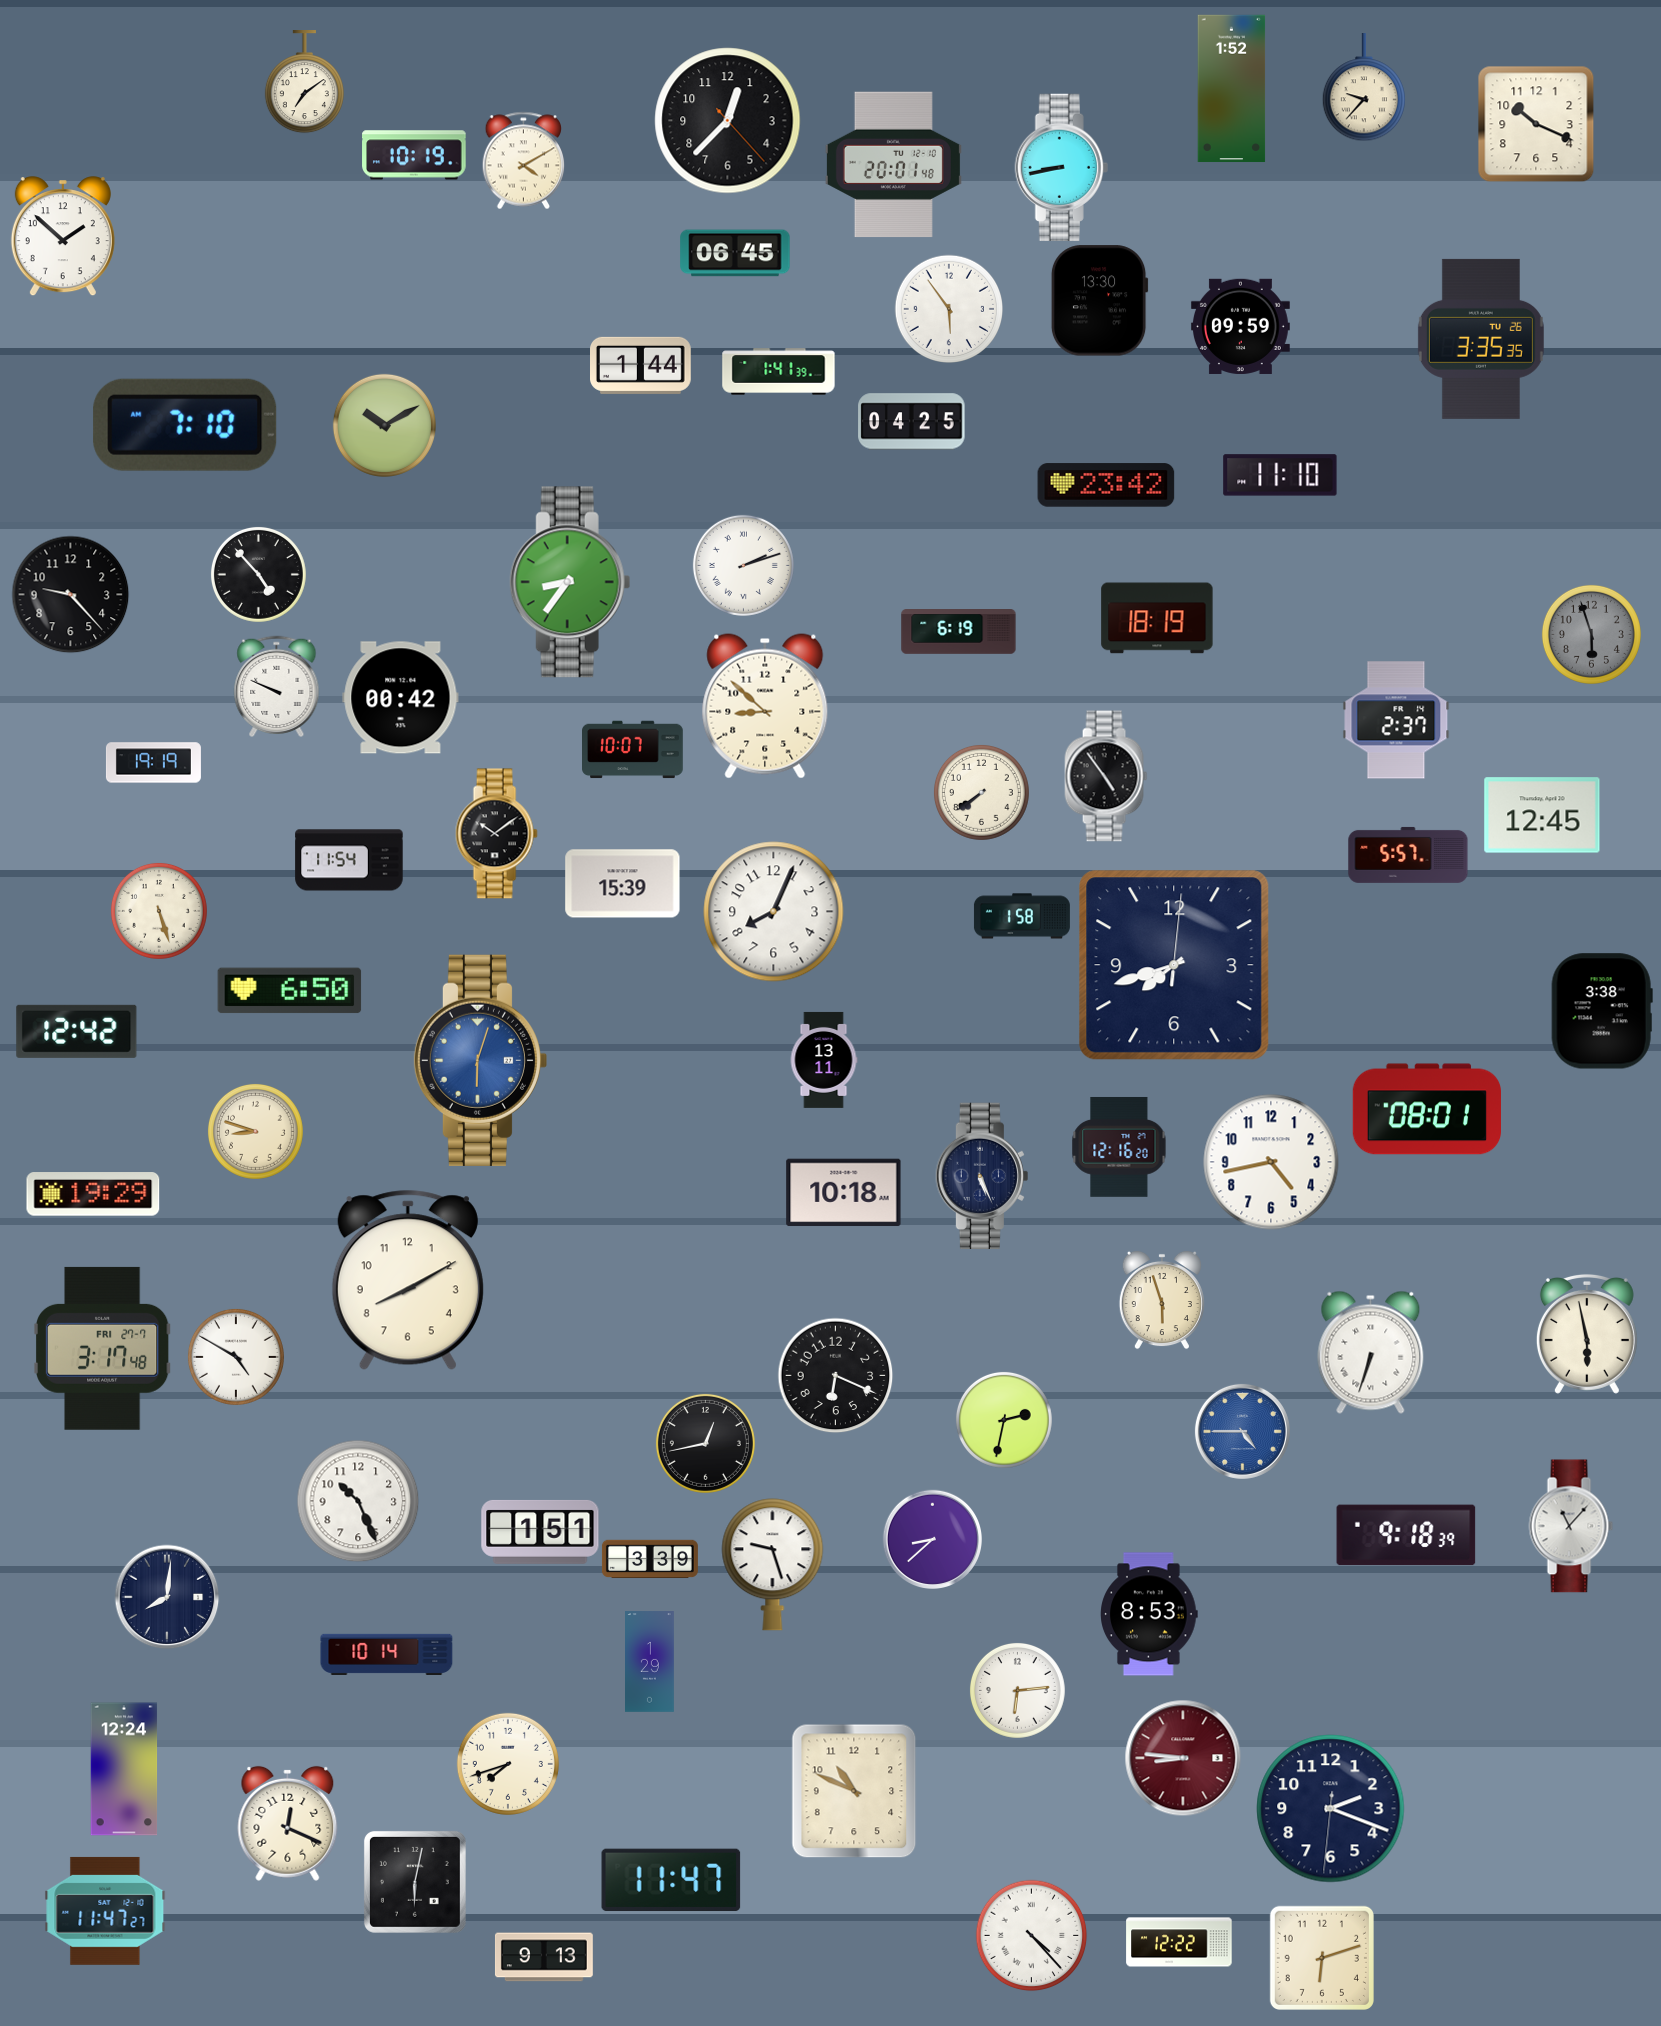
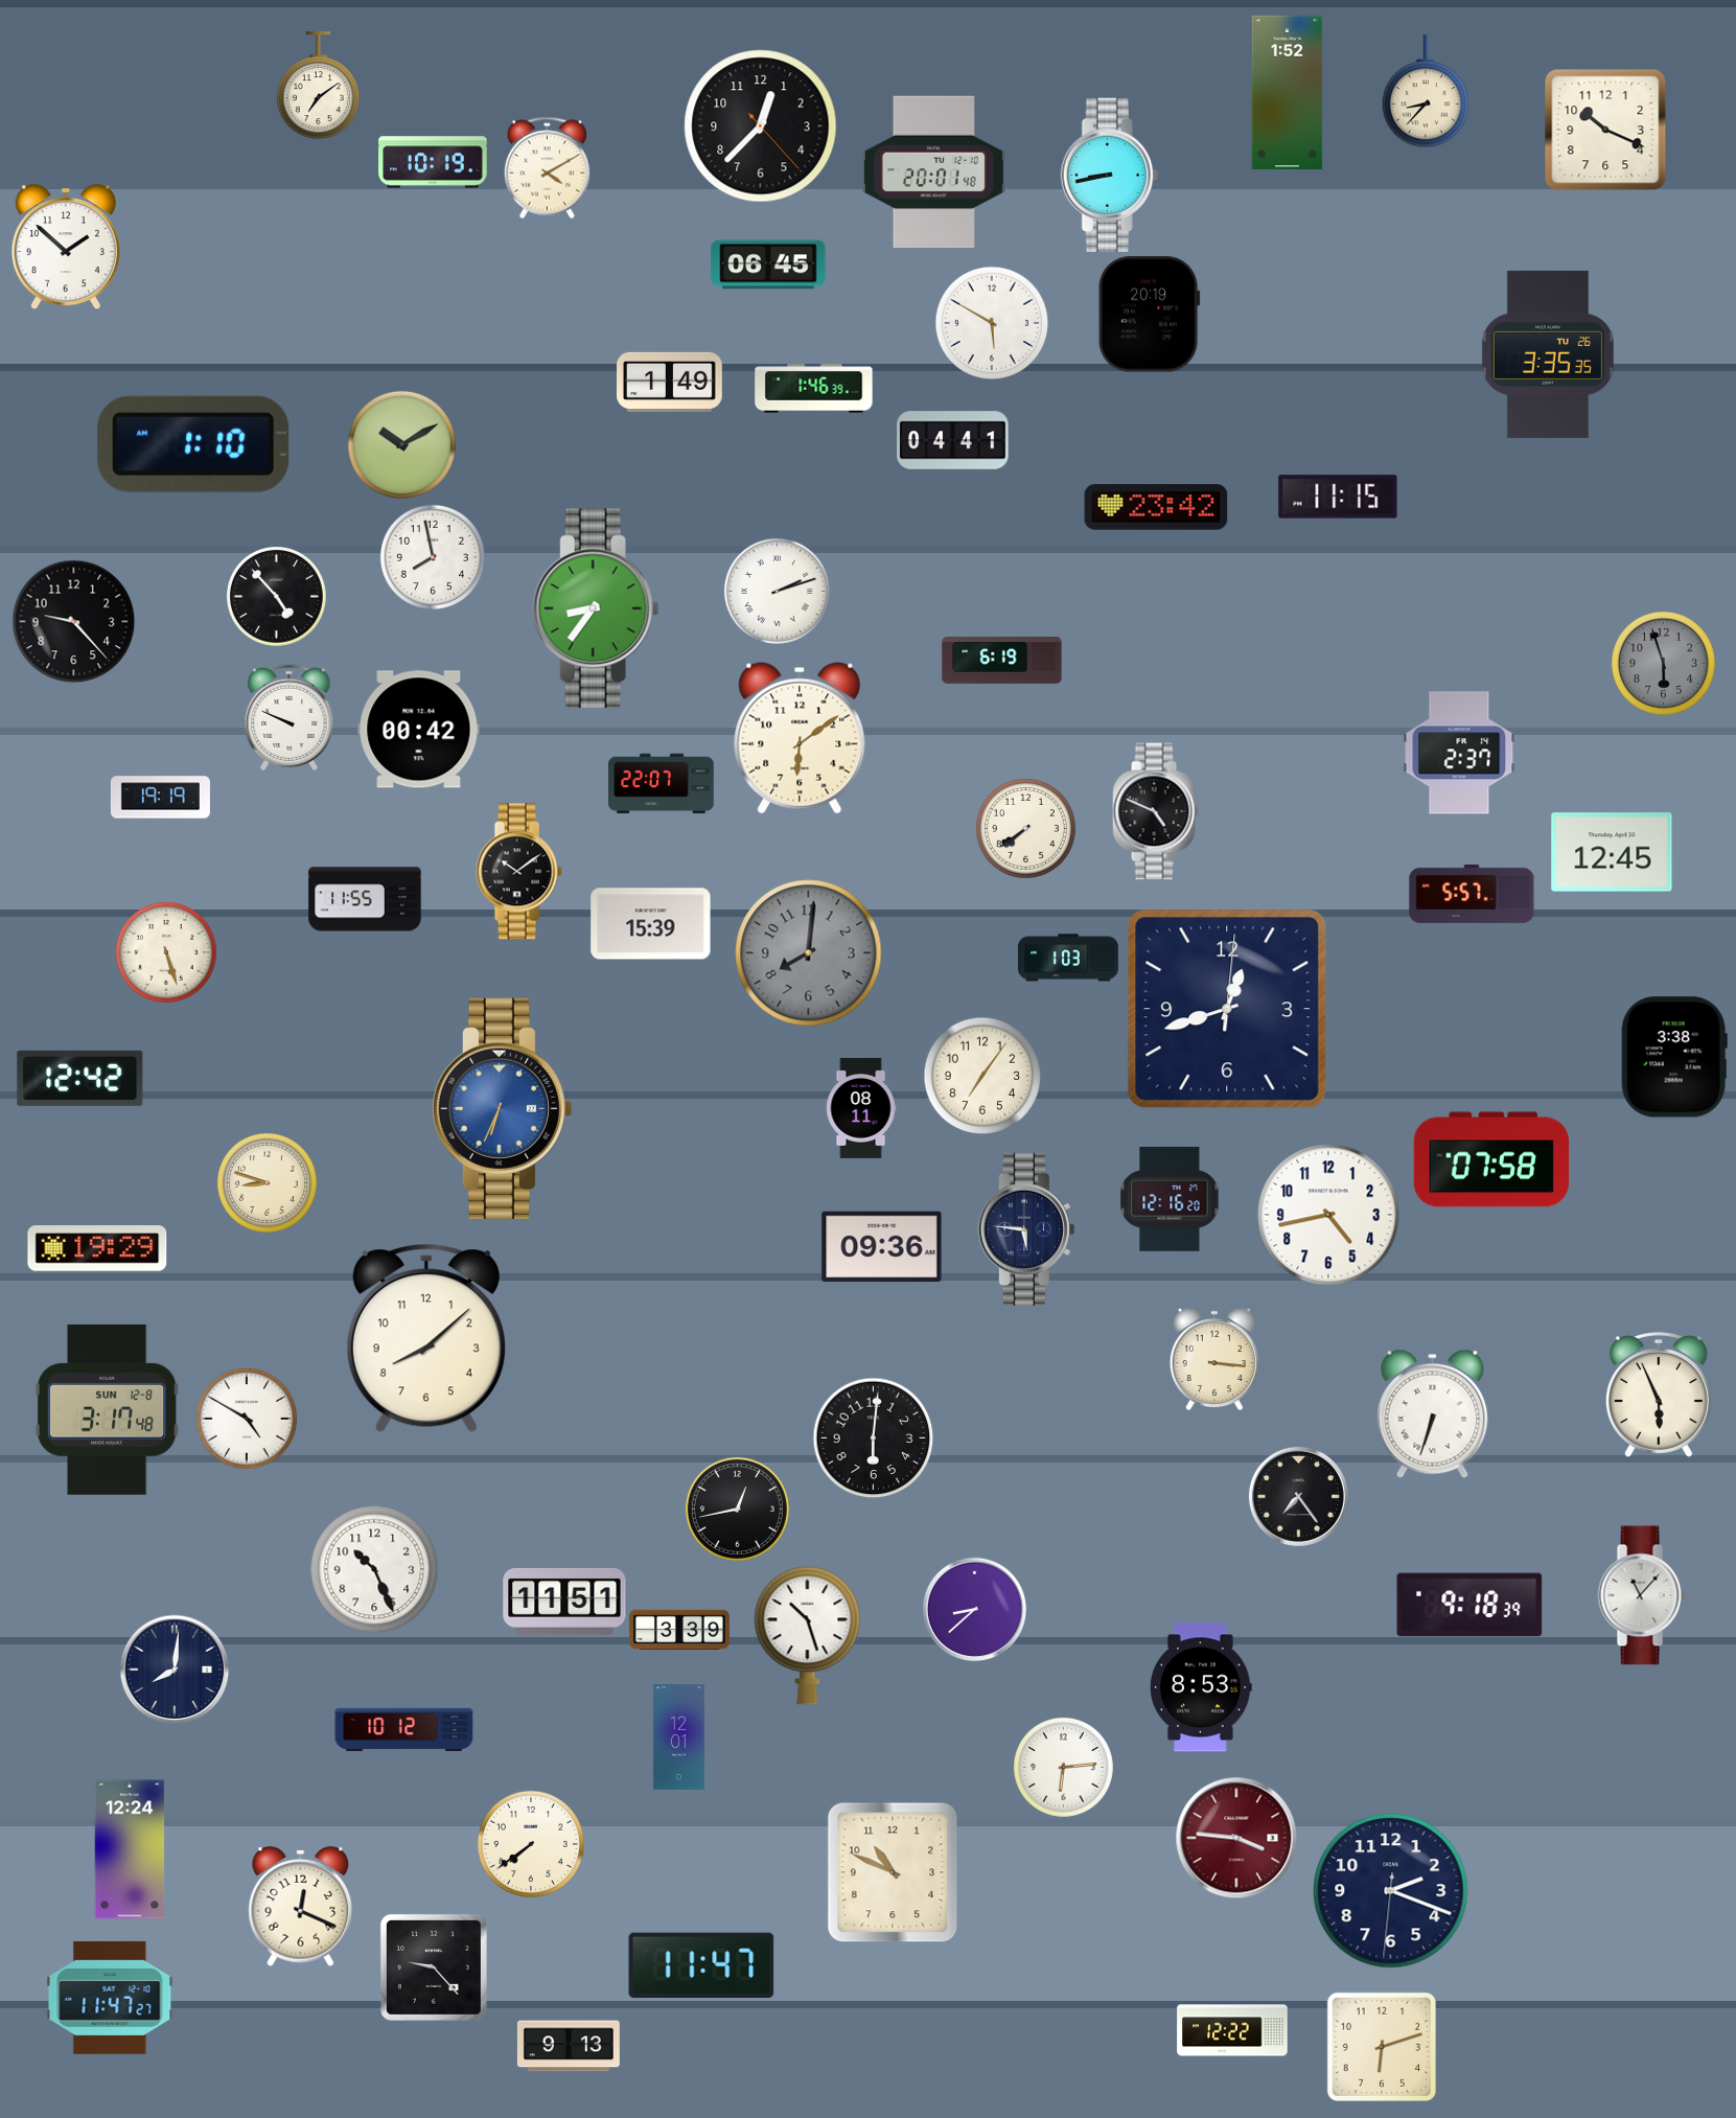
clock at (1364, 87): 9:37 -> 8:37
clock at (1099, 301): 13:30 -> 20:19
clock at (948, 308): 5:54 -> 5:50
clock at (1240, 326): 09:59 -> none
clock at (641, 365): 1:44 -> 1:49
clock at (779, 372): 1:41 -> 1:46
clock at (912, 422): 04:25 -> 04:41
clock at (185, 425): 7:10 -> 1:10
clock at (1280, 475): 11:10 -> 11:15
clock at (433, 557): none -> 7:58
clock at (258, 574) position: (258, 574) -> (276, 596)
clock at (1157, 618): 18:19 -> none
clock at (765, 706): 8:52 -> 6:09
clock at (633, 750): 10:07 -> 22:07
clock at (1106, 776): 4:54 -> 4:49
clock at (349, 860): 11:54 -> 11:55
clock at (774, 912): 8:04 -> 8:01
clock at (774, 912) dial: white -> grey
clock at (1022, 916): 1:58 -> 1:03
clock at (1174, 965): 7:42 -> 12:42
clock at (290, 991): 6:50 -> none
clock at (982, 1076): none -> 7:06
clock at (480, 1060): 6:03 -> 6:34
clock at (824, 1060): 13:11 -> 08:11
clock at (1426, 1109): 08:01 -> 07:58
clock at (982, 1176): 5:26 -> 5:46
clock at (844, 1193): 10:18 -> 09:36
clock at (408, 1280): 8:10 -> 8:08
clock at (1162, 1300): 5:57 -> 3:16
clock at (1587, 1334): 5:58 -> 5:56
clock at (102, 1348) date: FRI 27-7 -> SUN 12-8
clock at (835, 1375): 6:19 -> 6:01
clock at (1004, 1420): 2:32 -> none
clock at (1242, 1431): 4:45 -> 7:24
clock at (1242, 1431) dial: blue -> black
clock at (540, 1532): 1:51 -> 11:51
clock at (773, 1565): 9:27 -> 10:27
clock at (387, 1654): 10:14 -> 10:12
clock at (650, 1662): 1:29 -> 12:01
clock at (1183, 1758): 8:46 -> 3:46
clock at (508, 1764): 7:42 -> 7:39
clock at (415, 1882): 6:02 -> 9:23
clock at (1031, 1935): 4:23 -> none
